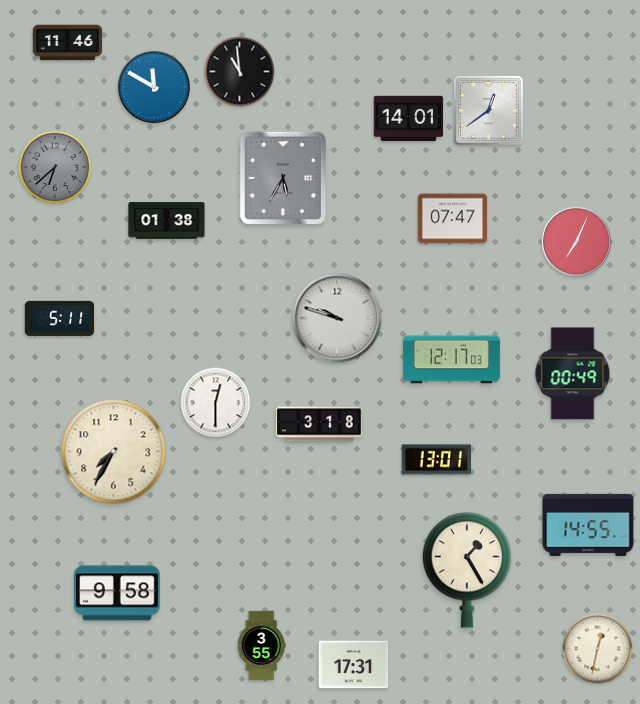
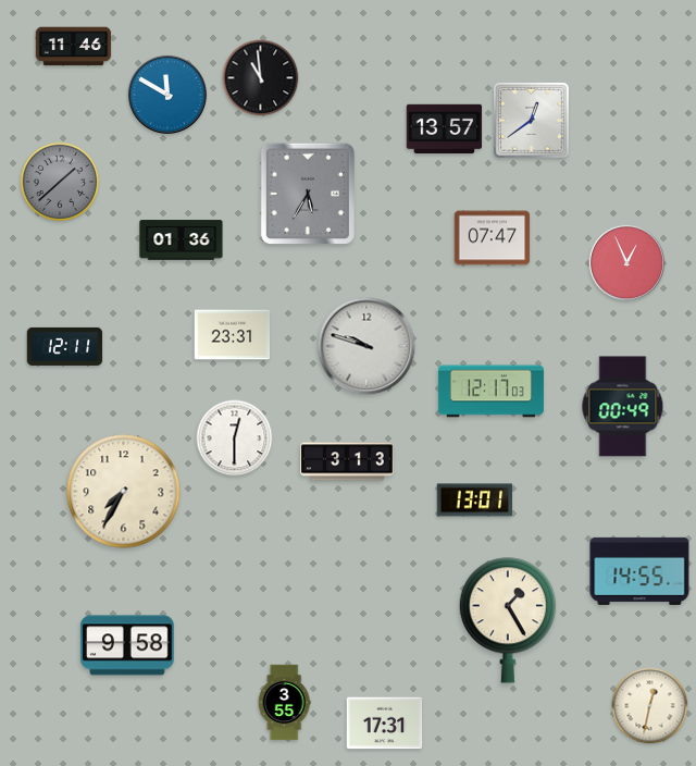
clock at (409, 118): 14:01 -> 13:57
clock at (55, 167): 6:38 -> 1:38
clock at (167, 221): 01:38 -> 01:36
clock at (576, 241): 7:04 -> 12:56
clock at (233, 335): none -> 23:31
clock at (60, 318): 5:11 -> 12:11
clock at (319, 424): 3:18 -> 3:13
